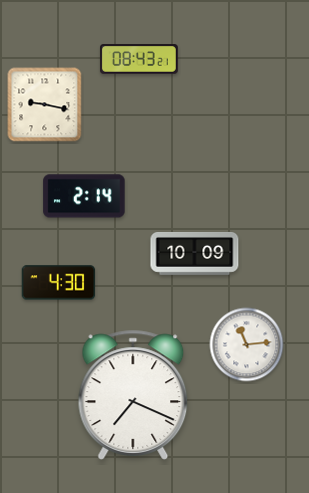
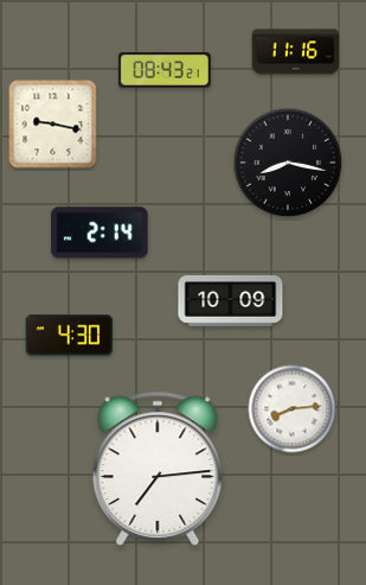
clock at (296, 52): none -> 11:16
clock at (288, 163): none -> 8:17
clock at (247, 345): 11:14 -> 8:14
clock at (133, 395): 7:19 -> 7:14
